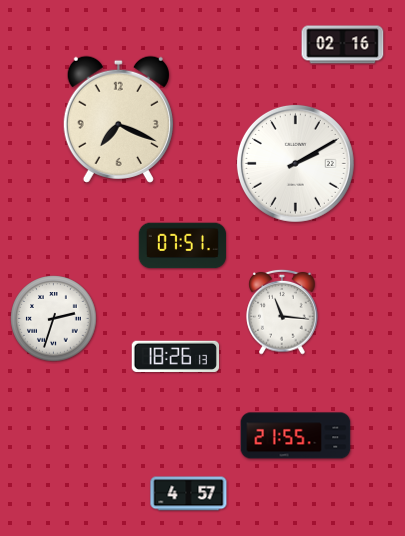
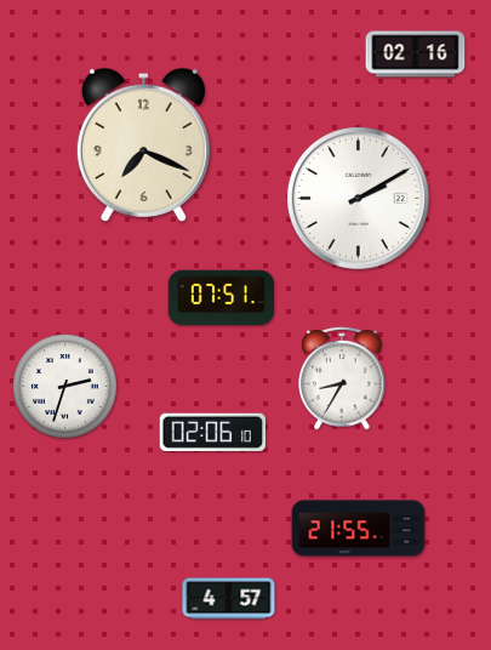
clock at (282, 312): 11:16 -> 8:35
clock at (175, 356): 18:26 -> 02:06
